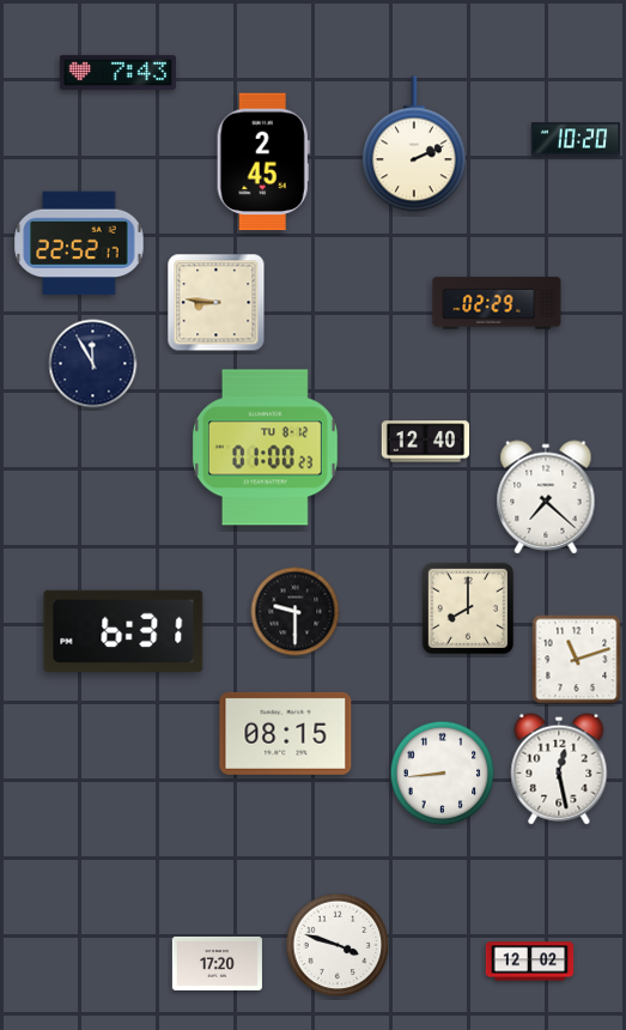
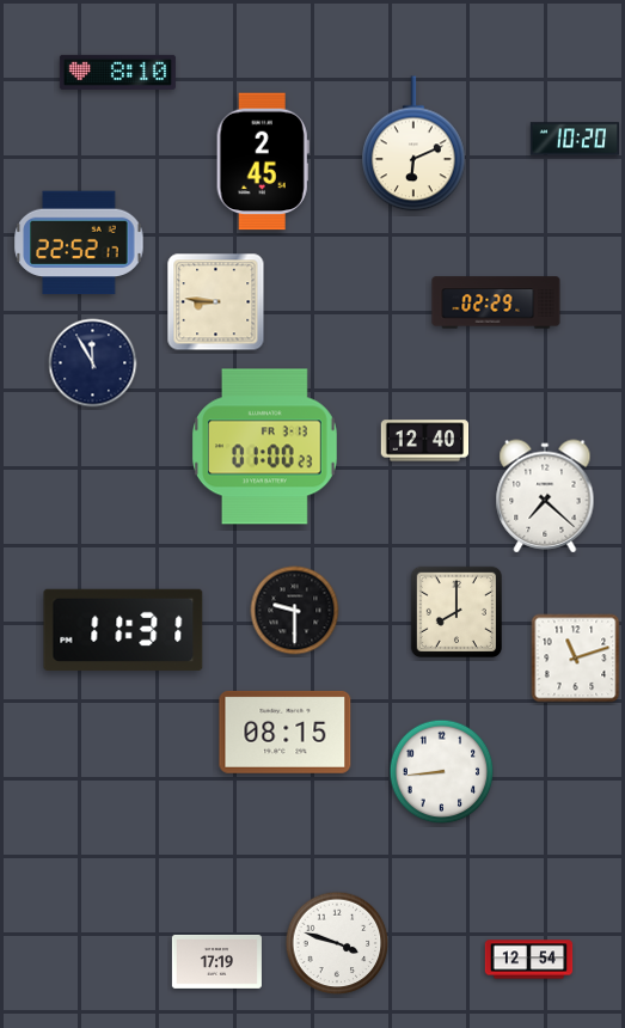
clock at (117, 72): 7:43 -> 8:10
clock at (414, 144): 2:11 -> 6:11
clock at (266, 448) date: TU 8-12 -> FR 3-13
clock at (467, 607) position: (467, 607) -> (455, 611)
clock at (123, 631): 6:31 -> 11:31
clock at (559, 769): 12:28 -> none
clock at (530, 962): 12:02 -> 12:54
clock at (217, 963): 17:20 -> 17:19
